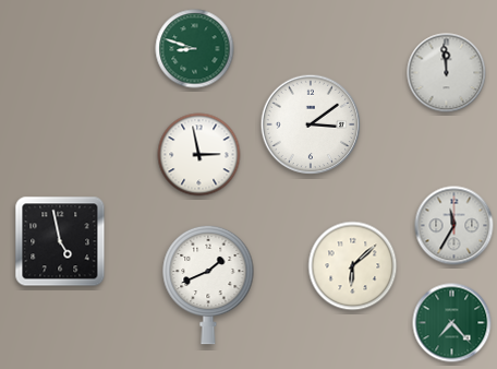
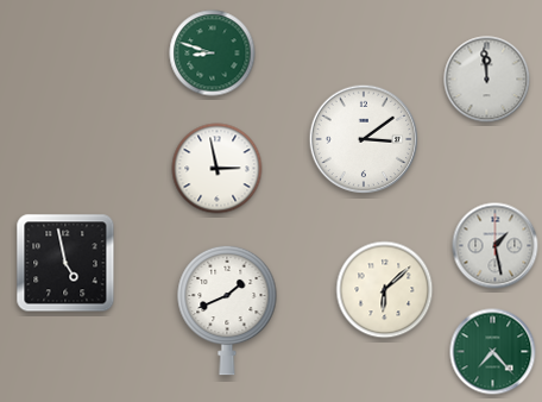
clock at (311, 124) position: (311, 124) -> (364, 139)
clock at (454, 226): 11:35 -> 1:28
